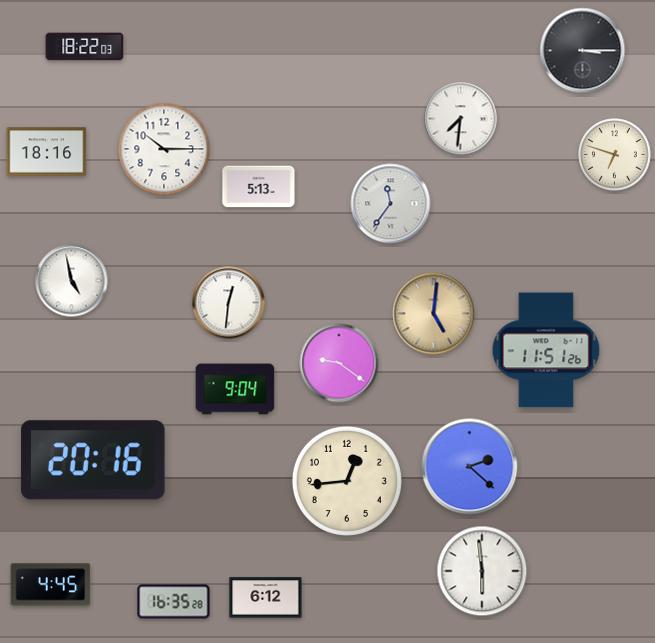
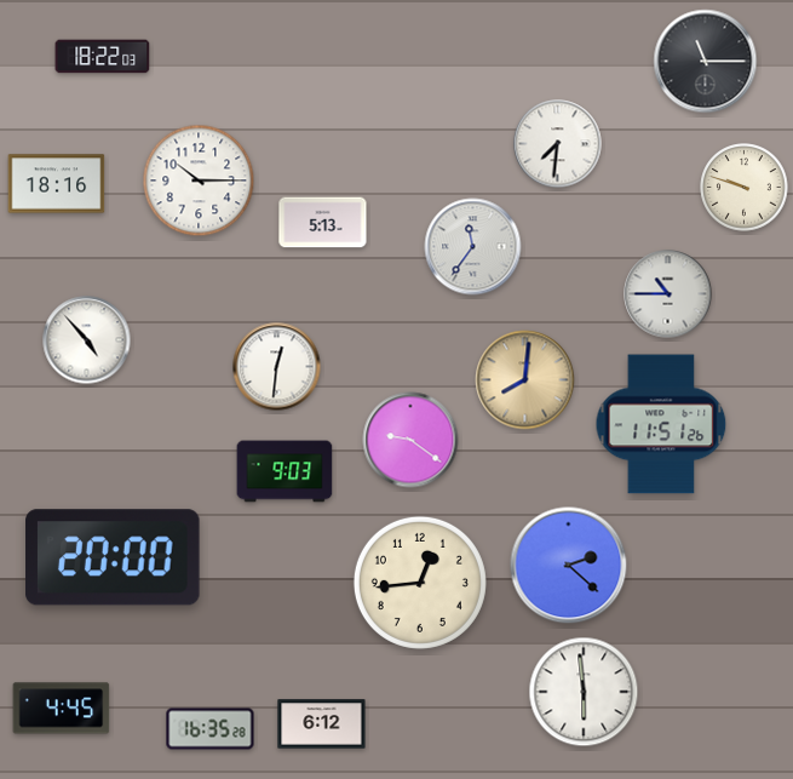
clock at (583, 51): 3:15 -> 11:15
clock at (615, 155): 6:48 -> 9:48
clock at (259, 187) position: (259, 187) -> (323, 223)
clock at (668, 294): none -> 10:45
clock at (72, 281): 4:58 -> 4:53
clock at (434, 314): 5:01 -> 8:01
clock at (235, 389): 9:04 -> 9:03
clock at (93, 460): 20:16 -> 20:00
